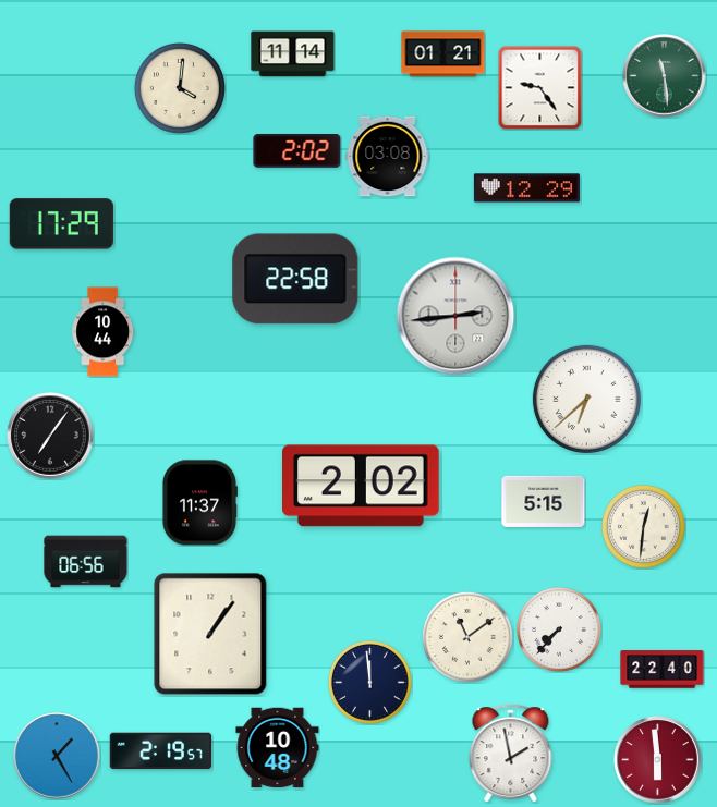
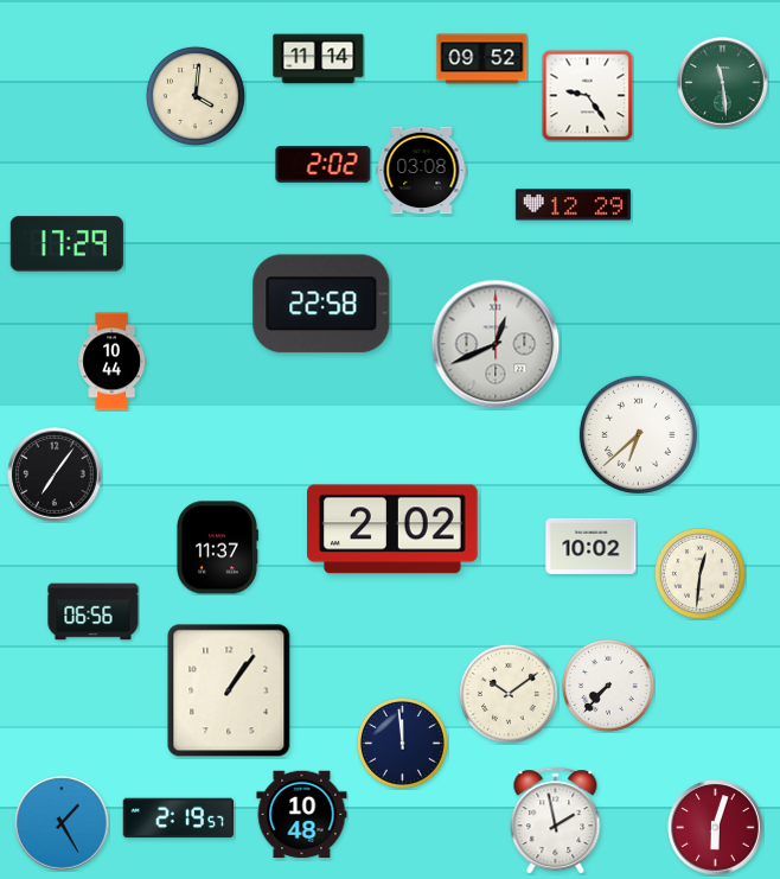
clock at (443, 54): 01:21 -> 09:52
clock at (455, 316): 2:44 -> 12:41
clock at (544, 501): 5:15 -> 10:02
clock at (467, 637): 11:09 -> 10:09
clock at (663, 670): 22:40 -> none
clock at (161, 751) position: (161, 751) -> (179, 819)
clock at (658, 760): 5:59 -> 6:03
